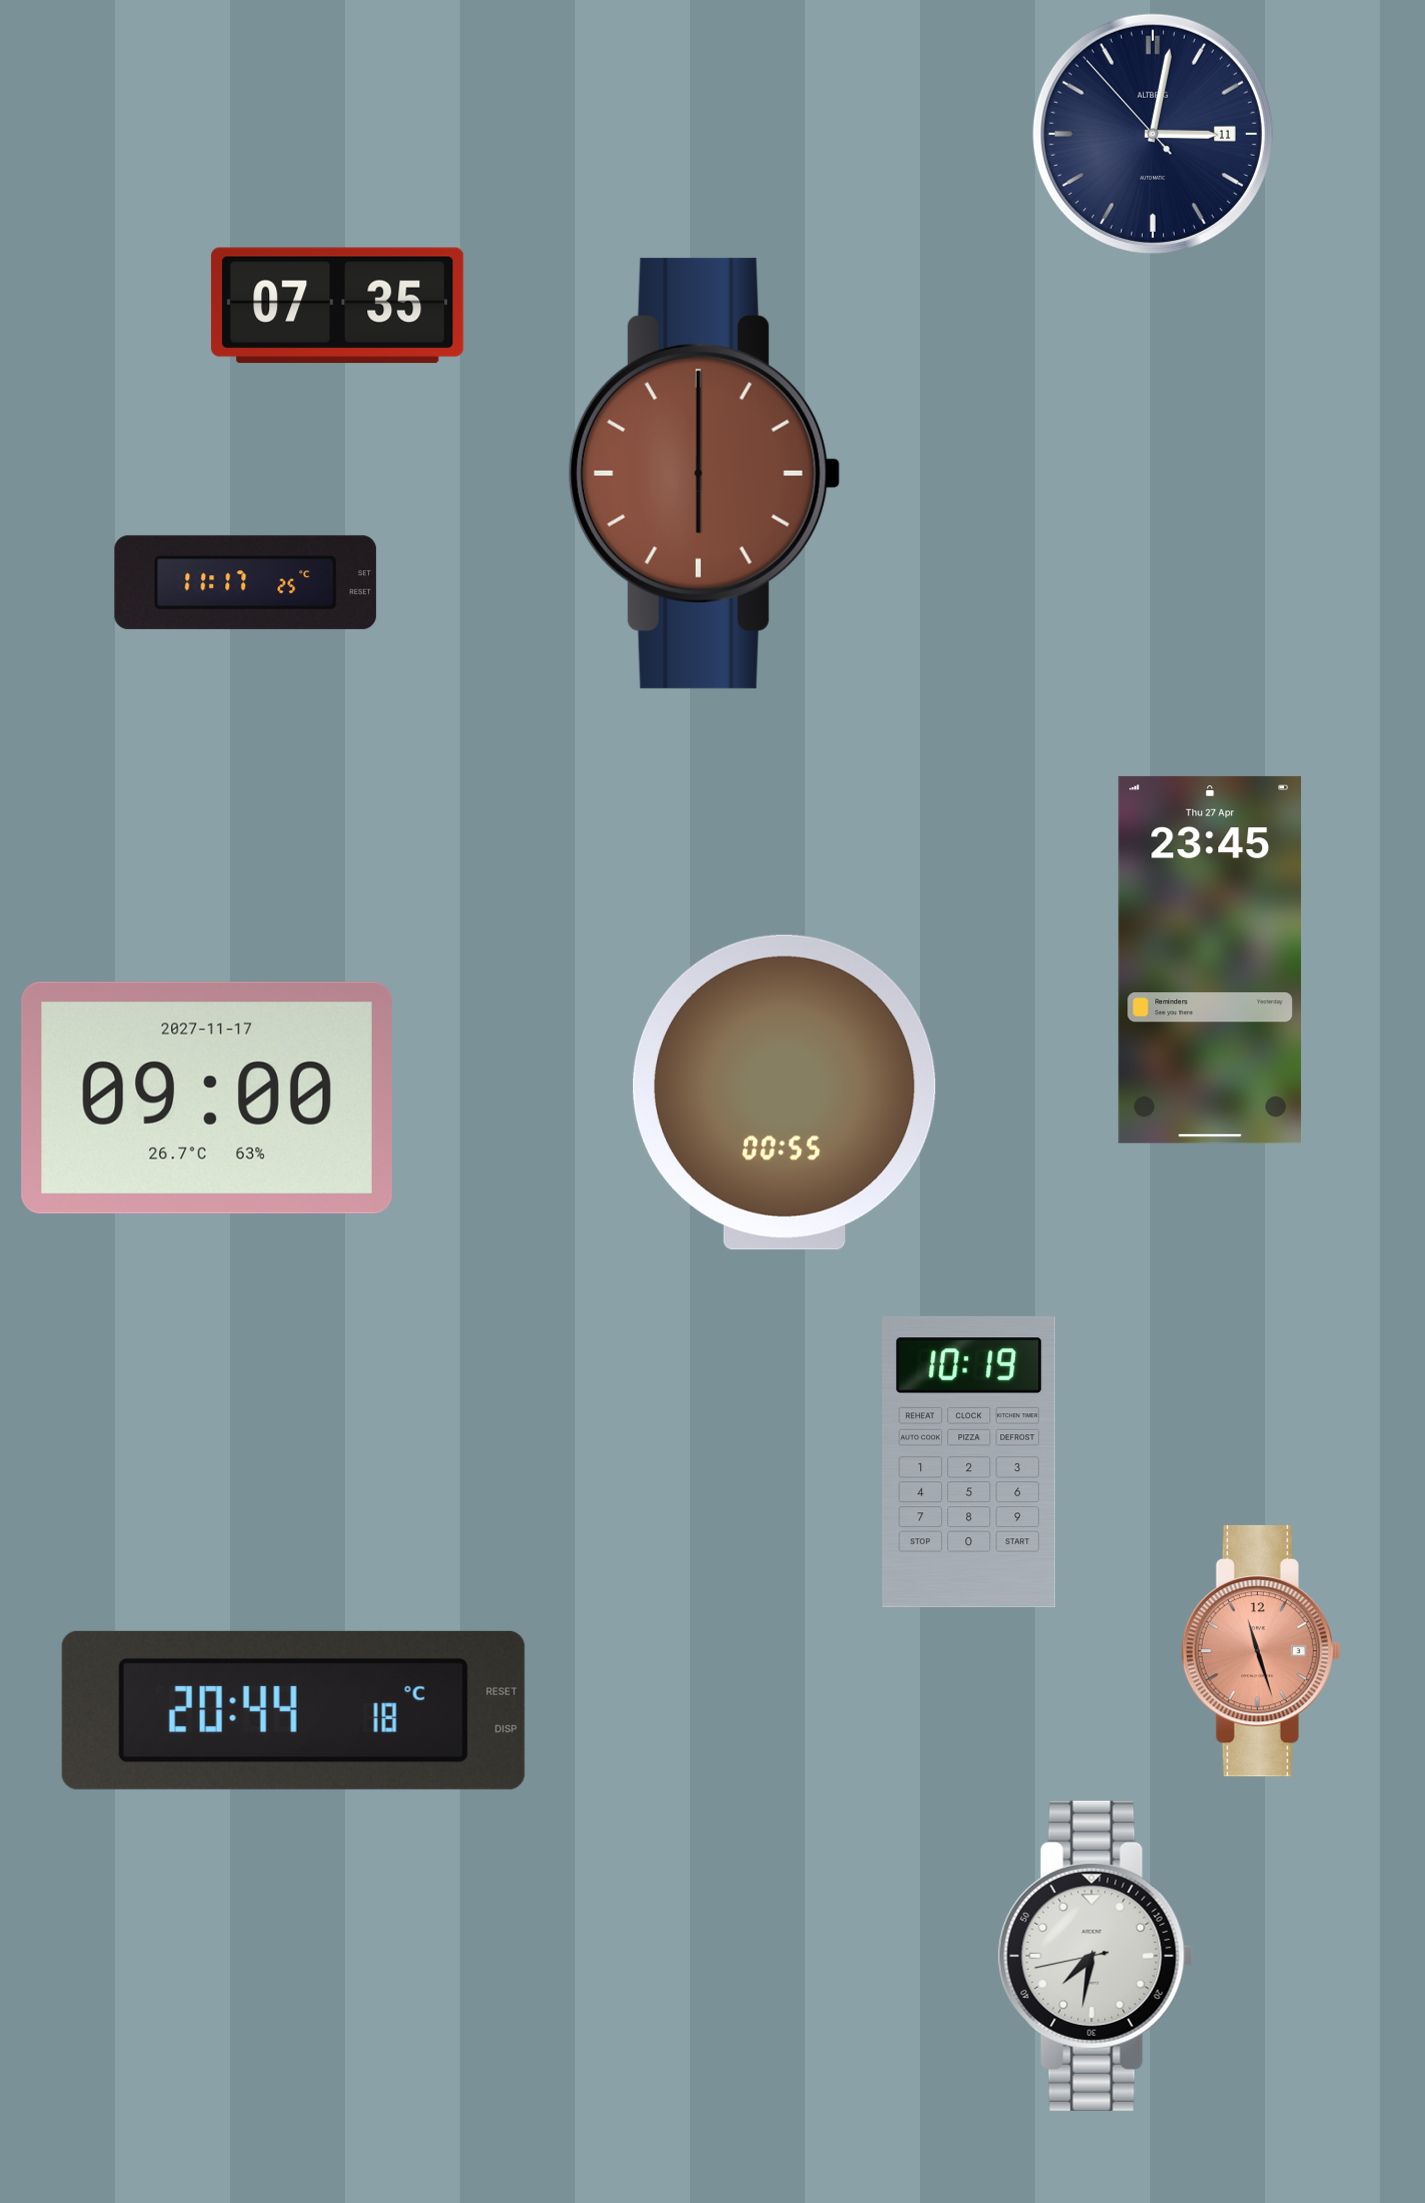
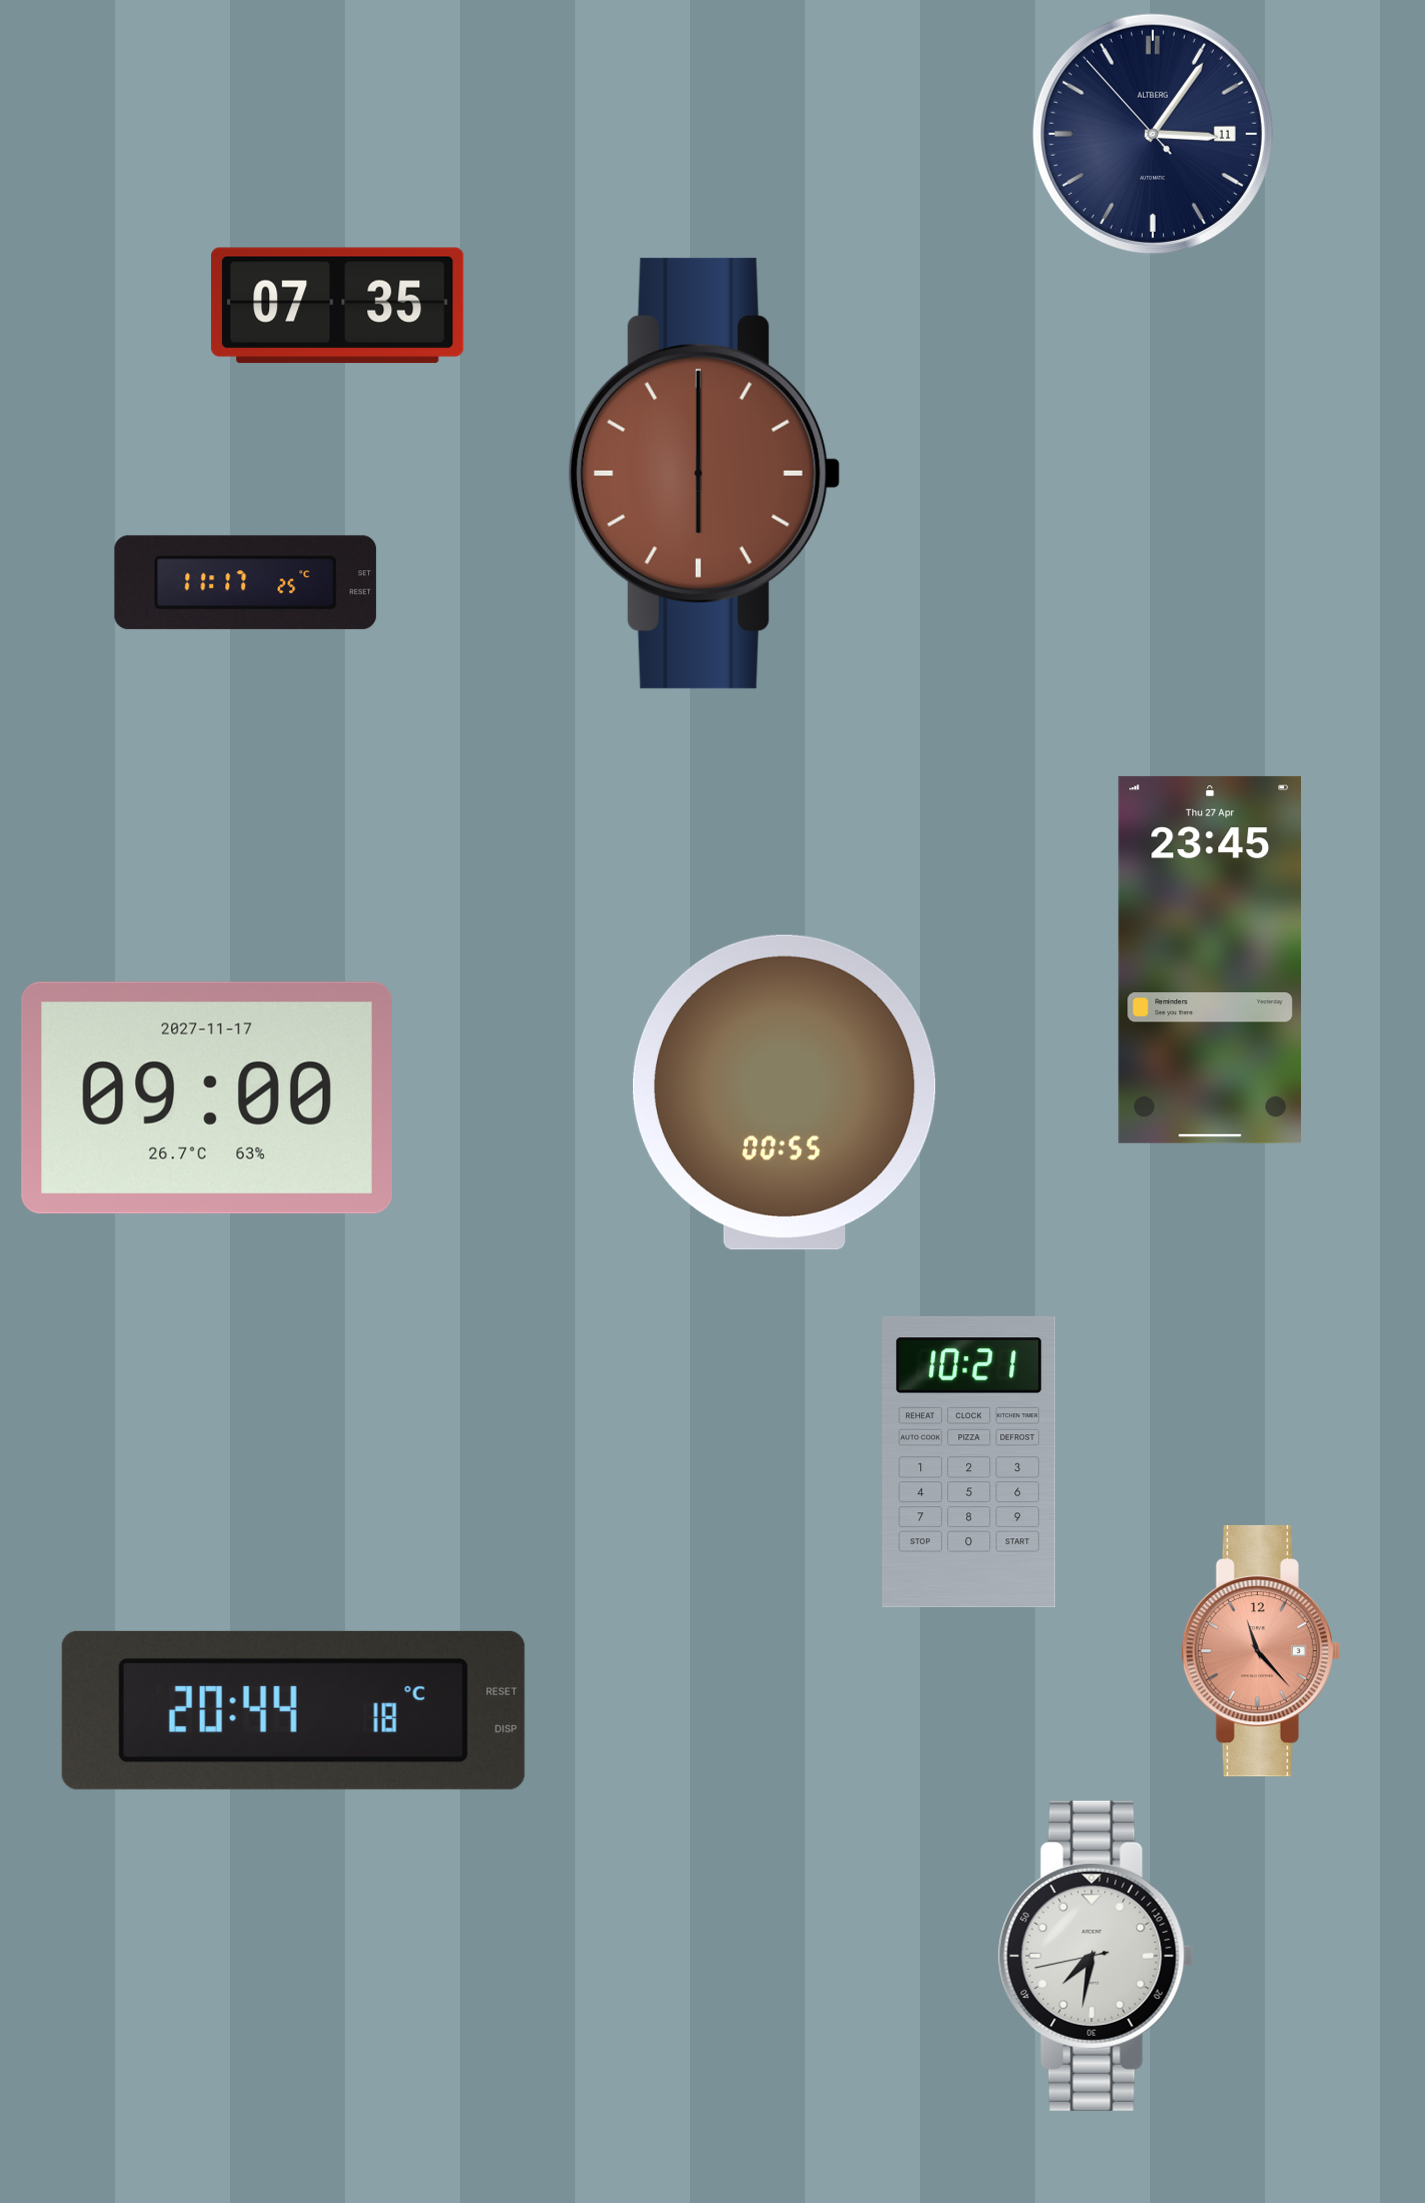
clock at (1153, 134): 3:01 -> 3:05
clock at (969, 1462): 10:19 -> 10:21
clock at (1261, 1651): 11:27 -> 11:23
